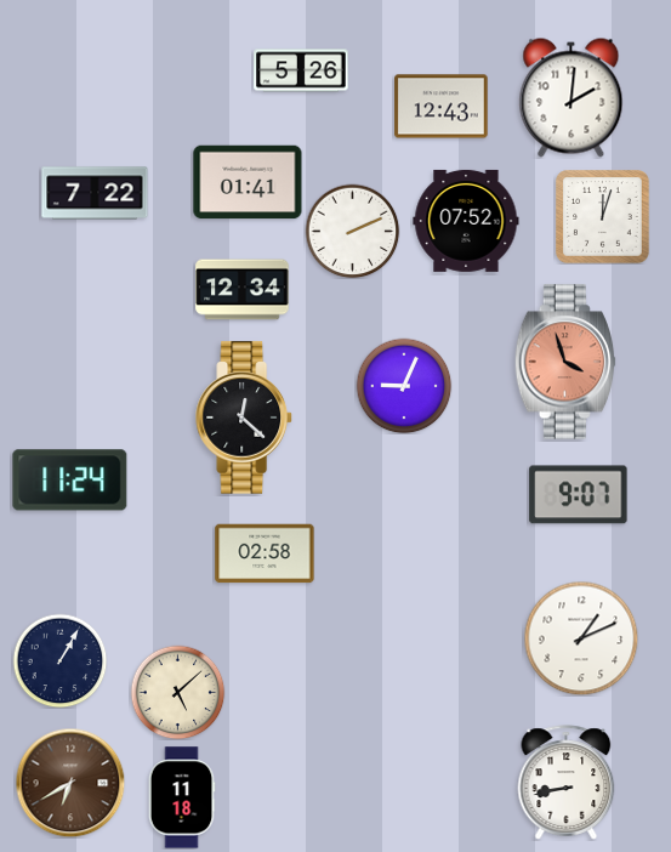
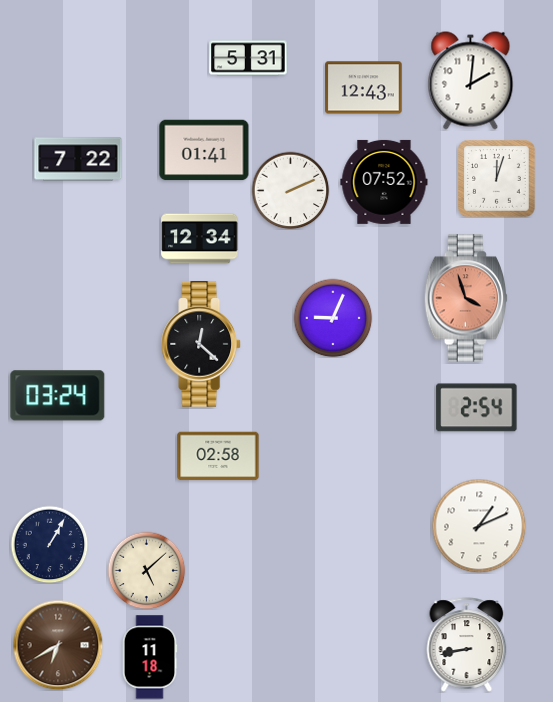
clock at (301, 70): 5:26 -> 5:31
clock at (70, 481): 11:24 -> 03:24
clock at (579, 495): 9:07 -> 2:54
